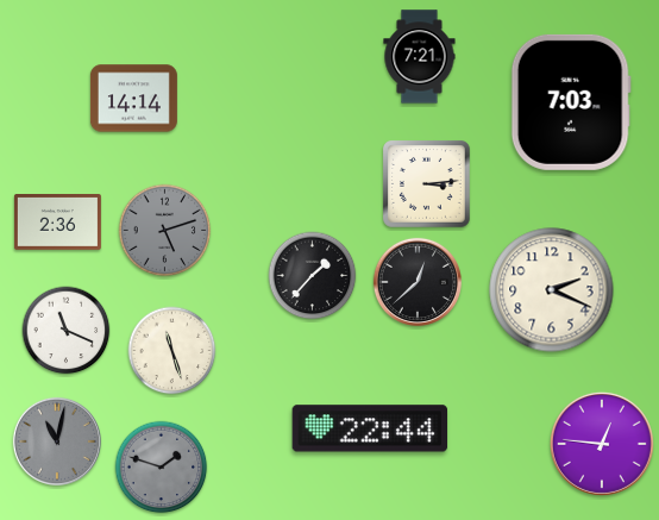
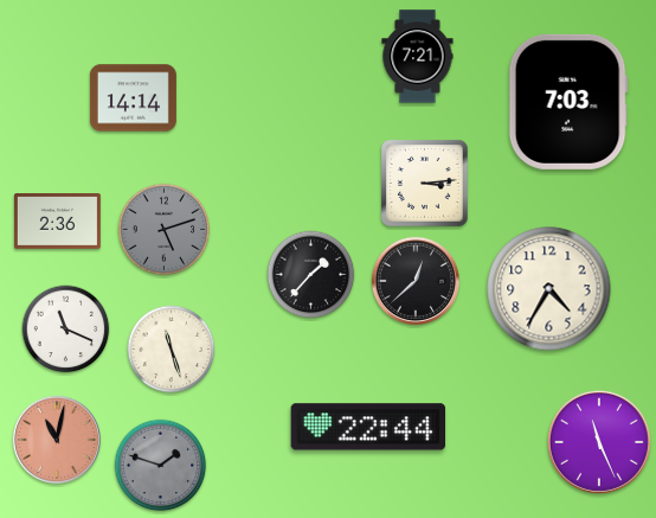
clock at (552, 290): 2:19 -> 4:35
clock at (57, 441) dial: grey -> salmon
clock at (602, 444): 12:46 -> 11:26
